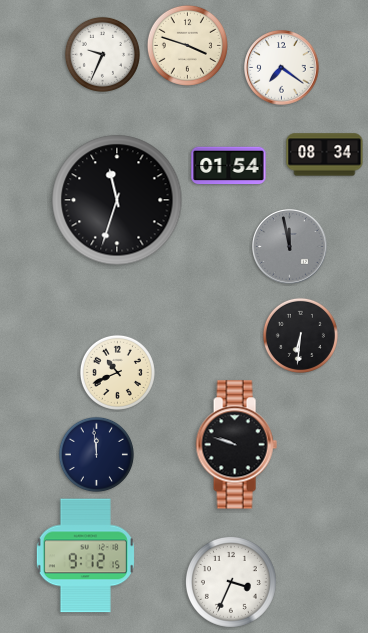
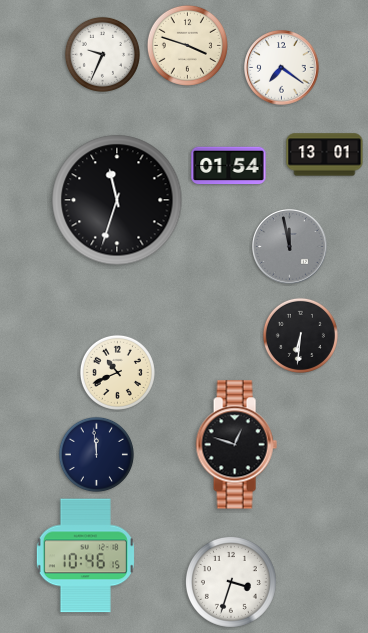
clock at (325, 155): 08:34 -> 13:01
clock at (236, 445): 9:48 -> 12:48
clock at (85, 556): 9:12 -> 10:46
clock at (231, 582): 3:34 -> 3:33
